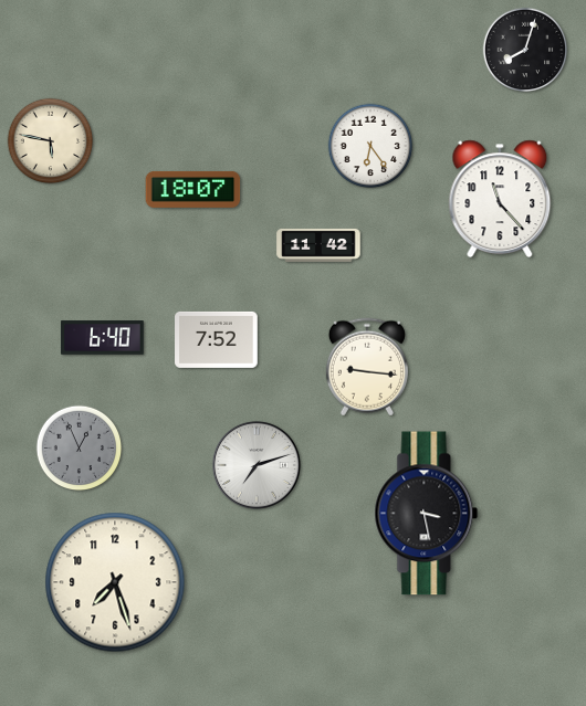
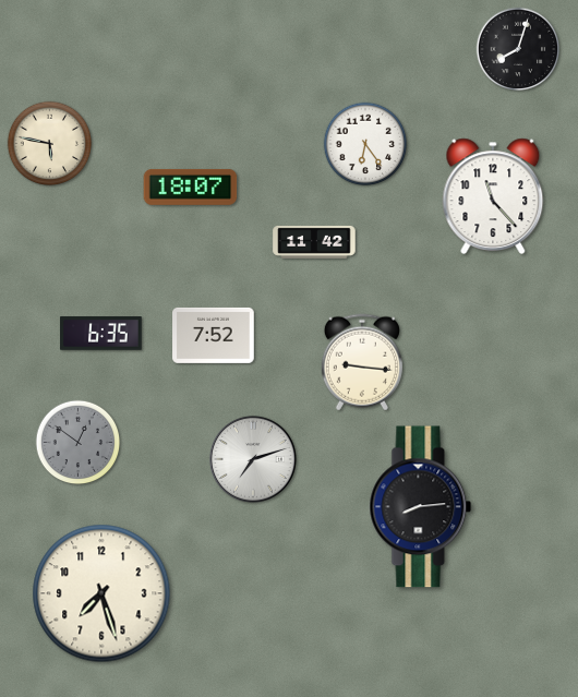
clock at (51, 141) position: (51, 141) -> (50, 144)
clock at (103, 338): 6:40 -> 6:35
clock at (80, 449): 12:56 -> 12:51
clock at (427, 514): 3:28 -> 8:14
clock at (115, 582) position: (115, 582) -> (101, 593)
